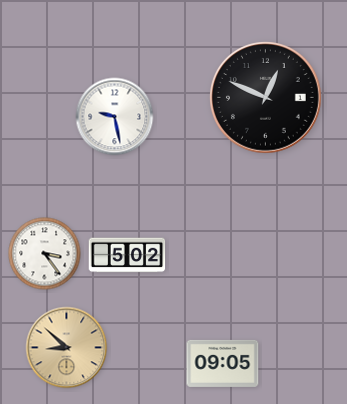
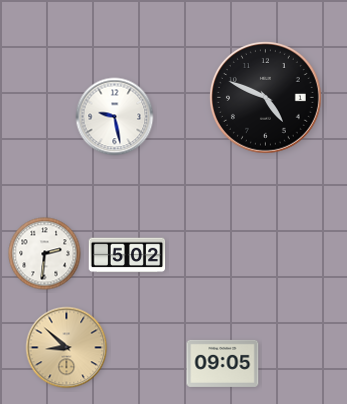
clock at (266, 98): 12:49 -> 4:49
clock at (45, 254): 3:24 -> 2:31
